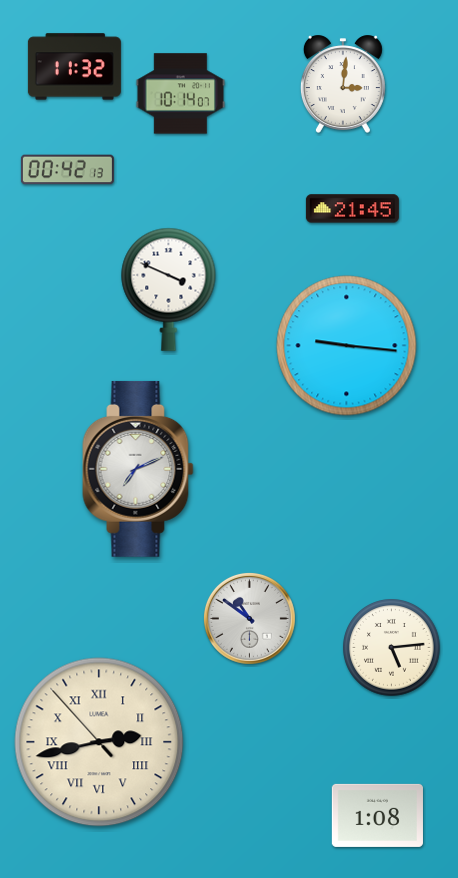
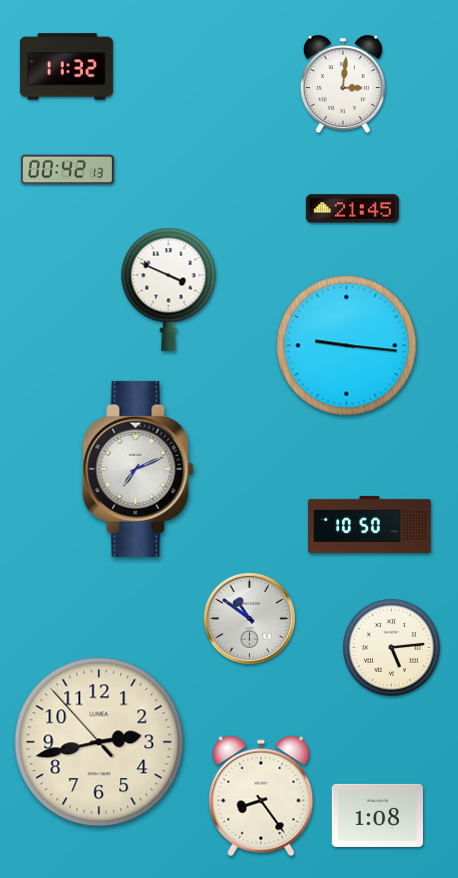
clock at (74, 67) position: (74, 67) -> (66, 67)
clock at (181, 94): 10:14 -> none
clock at (370, 524): none -> 10:50
clock at (99, 742) numerals: Roman -> Arabic
clock at (261, 796): none -> 8:24
